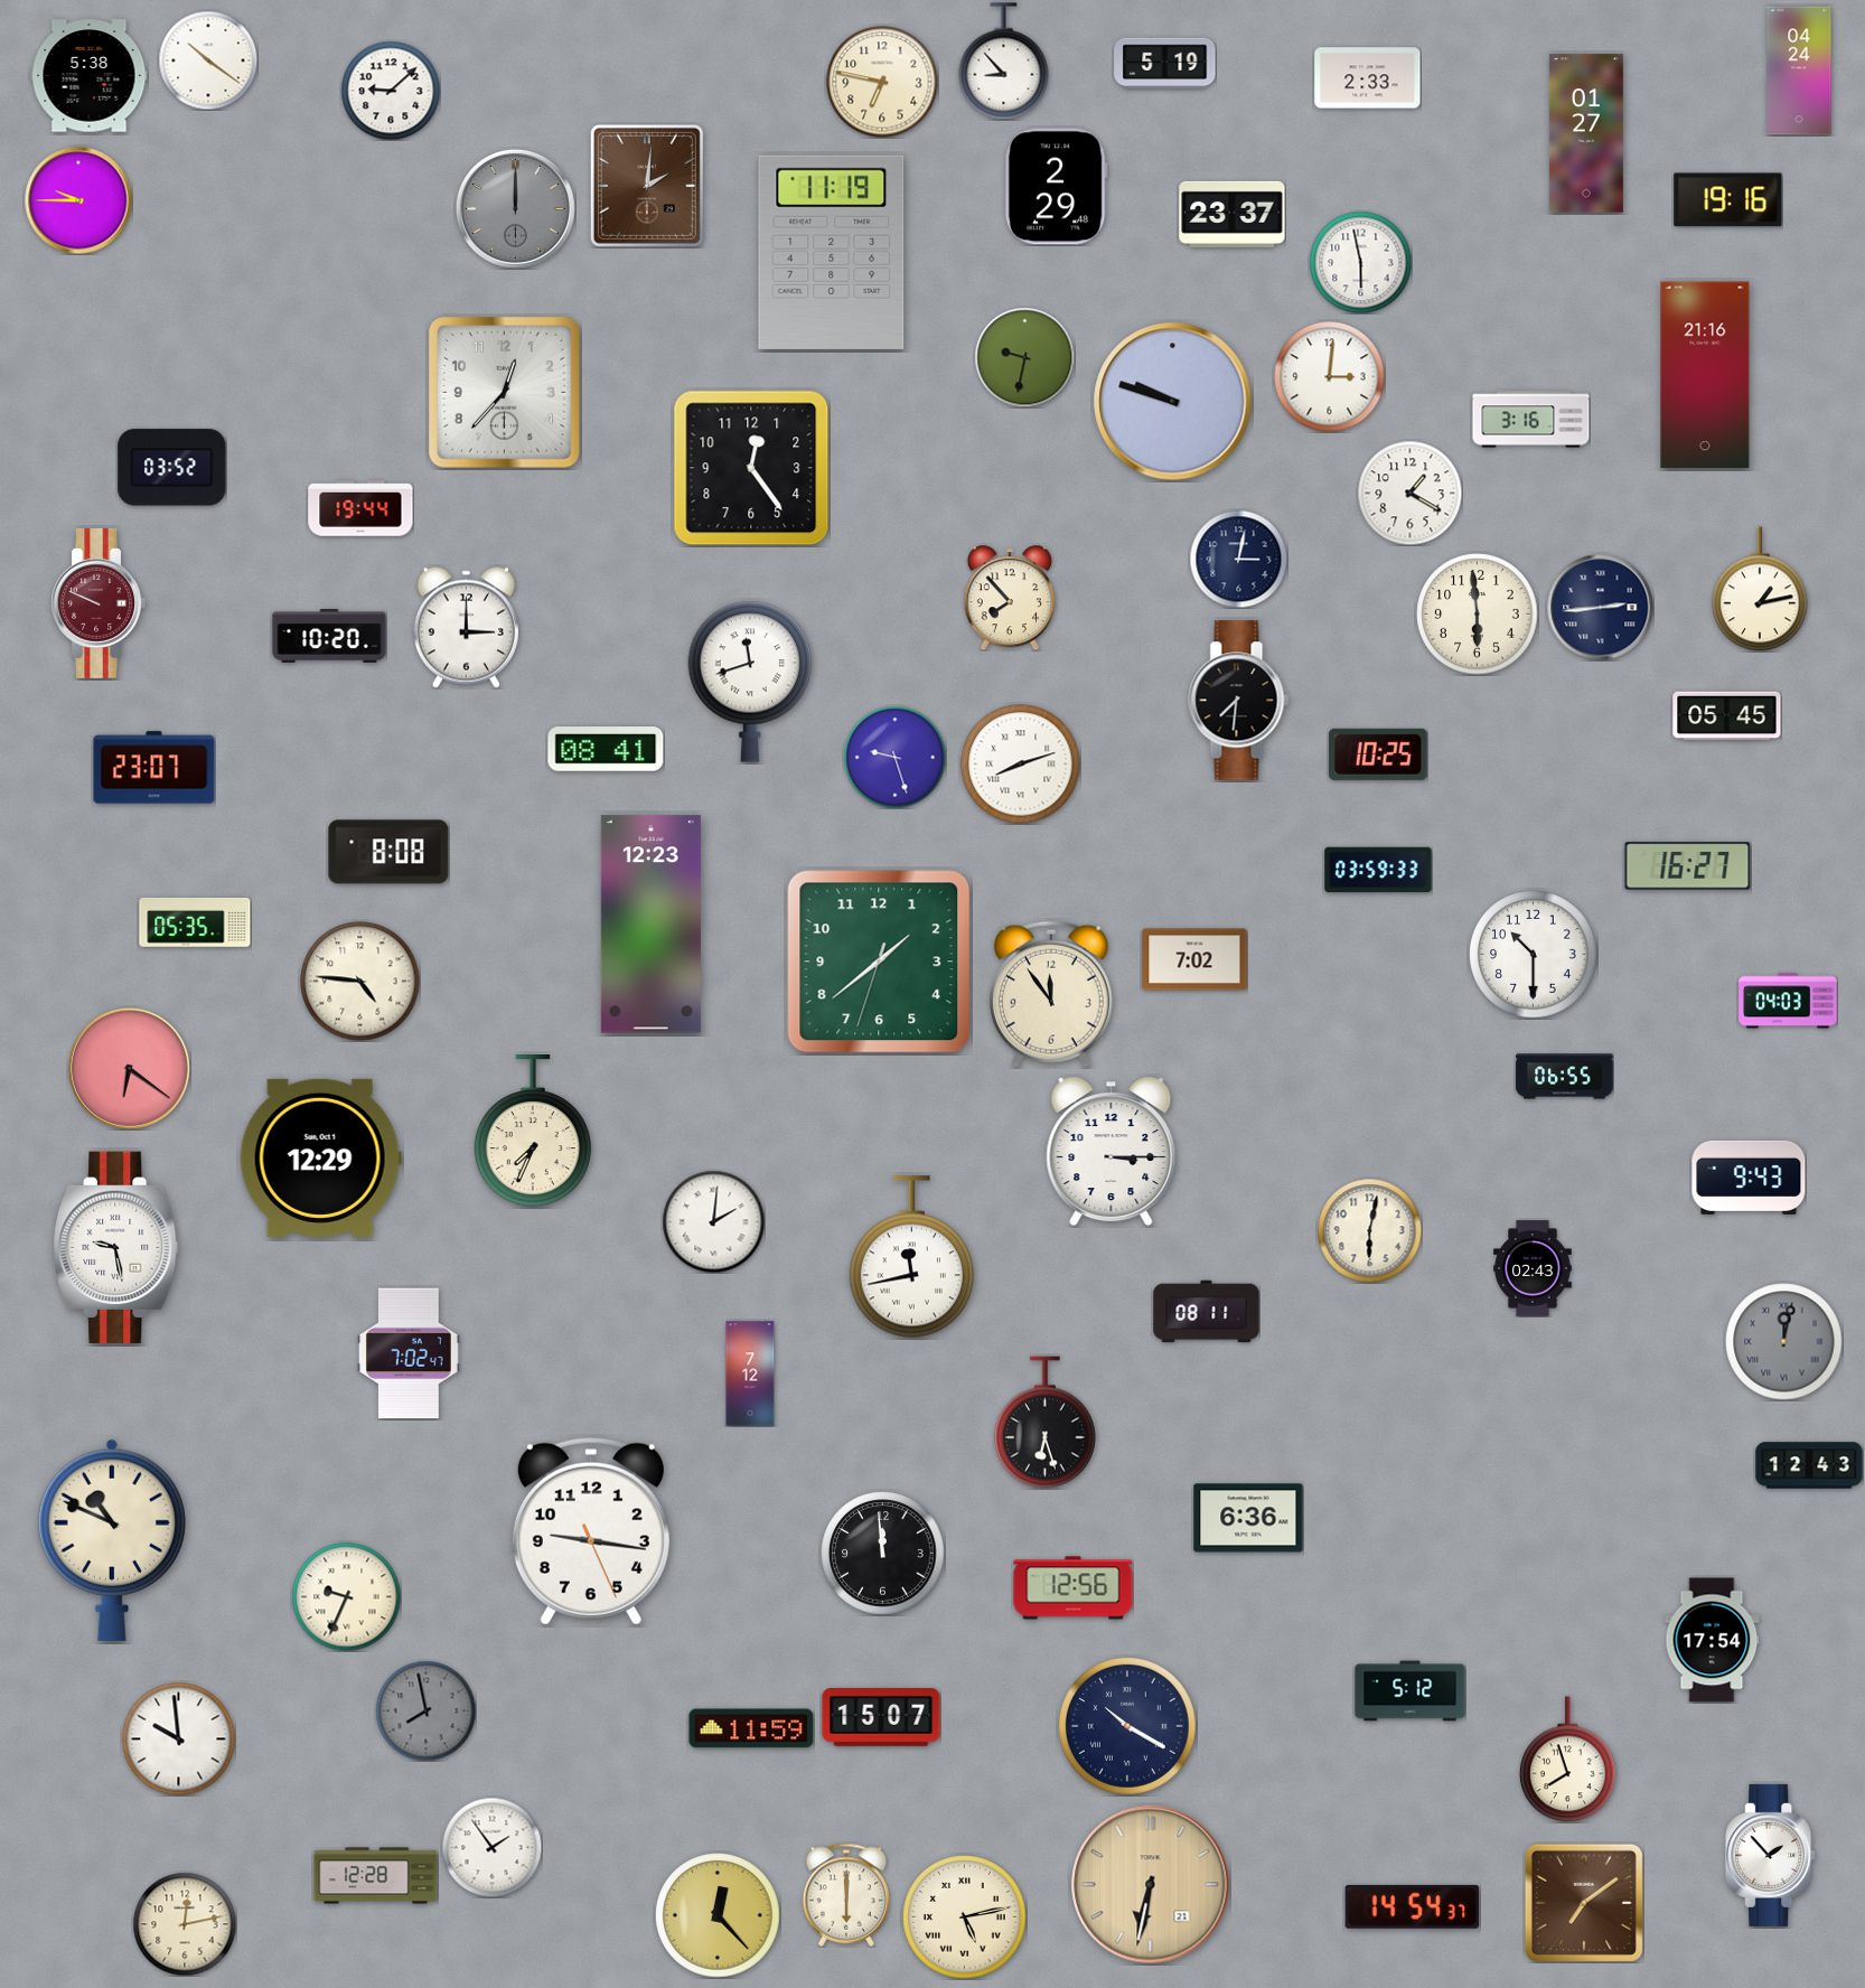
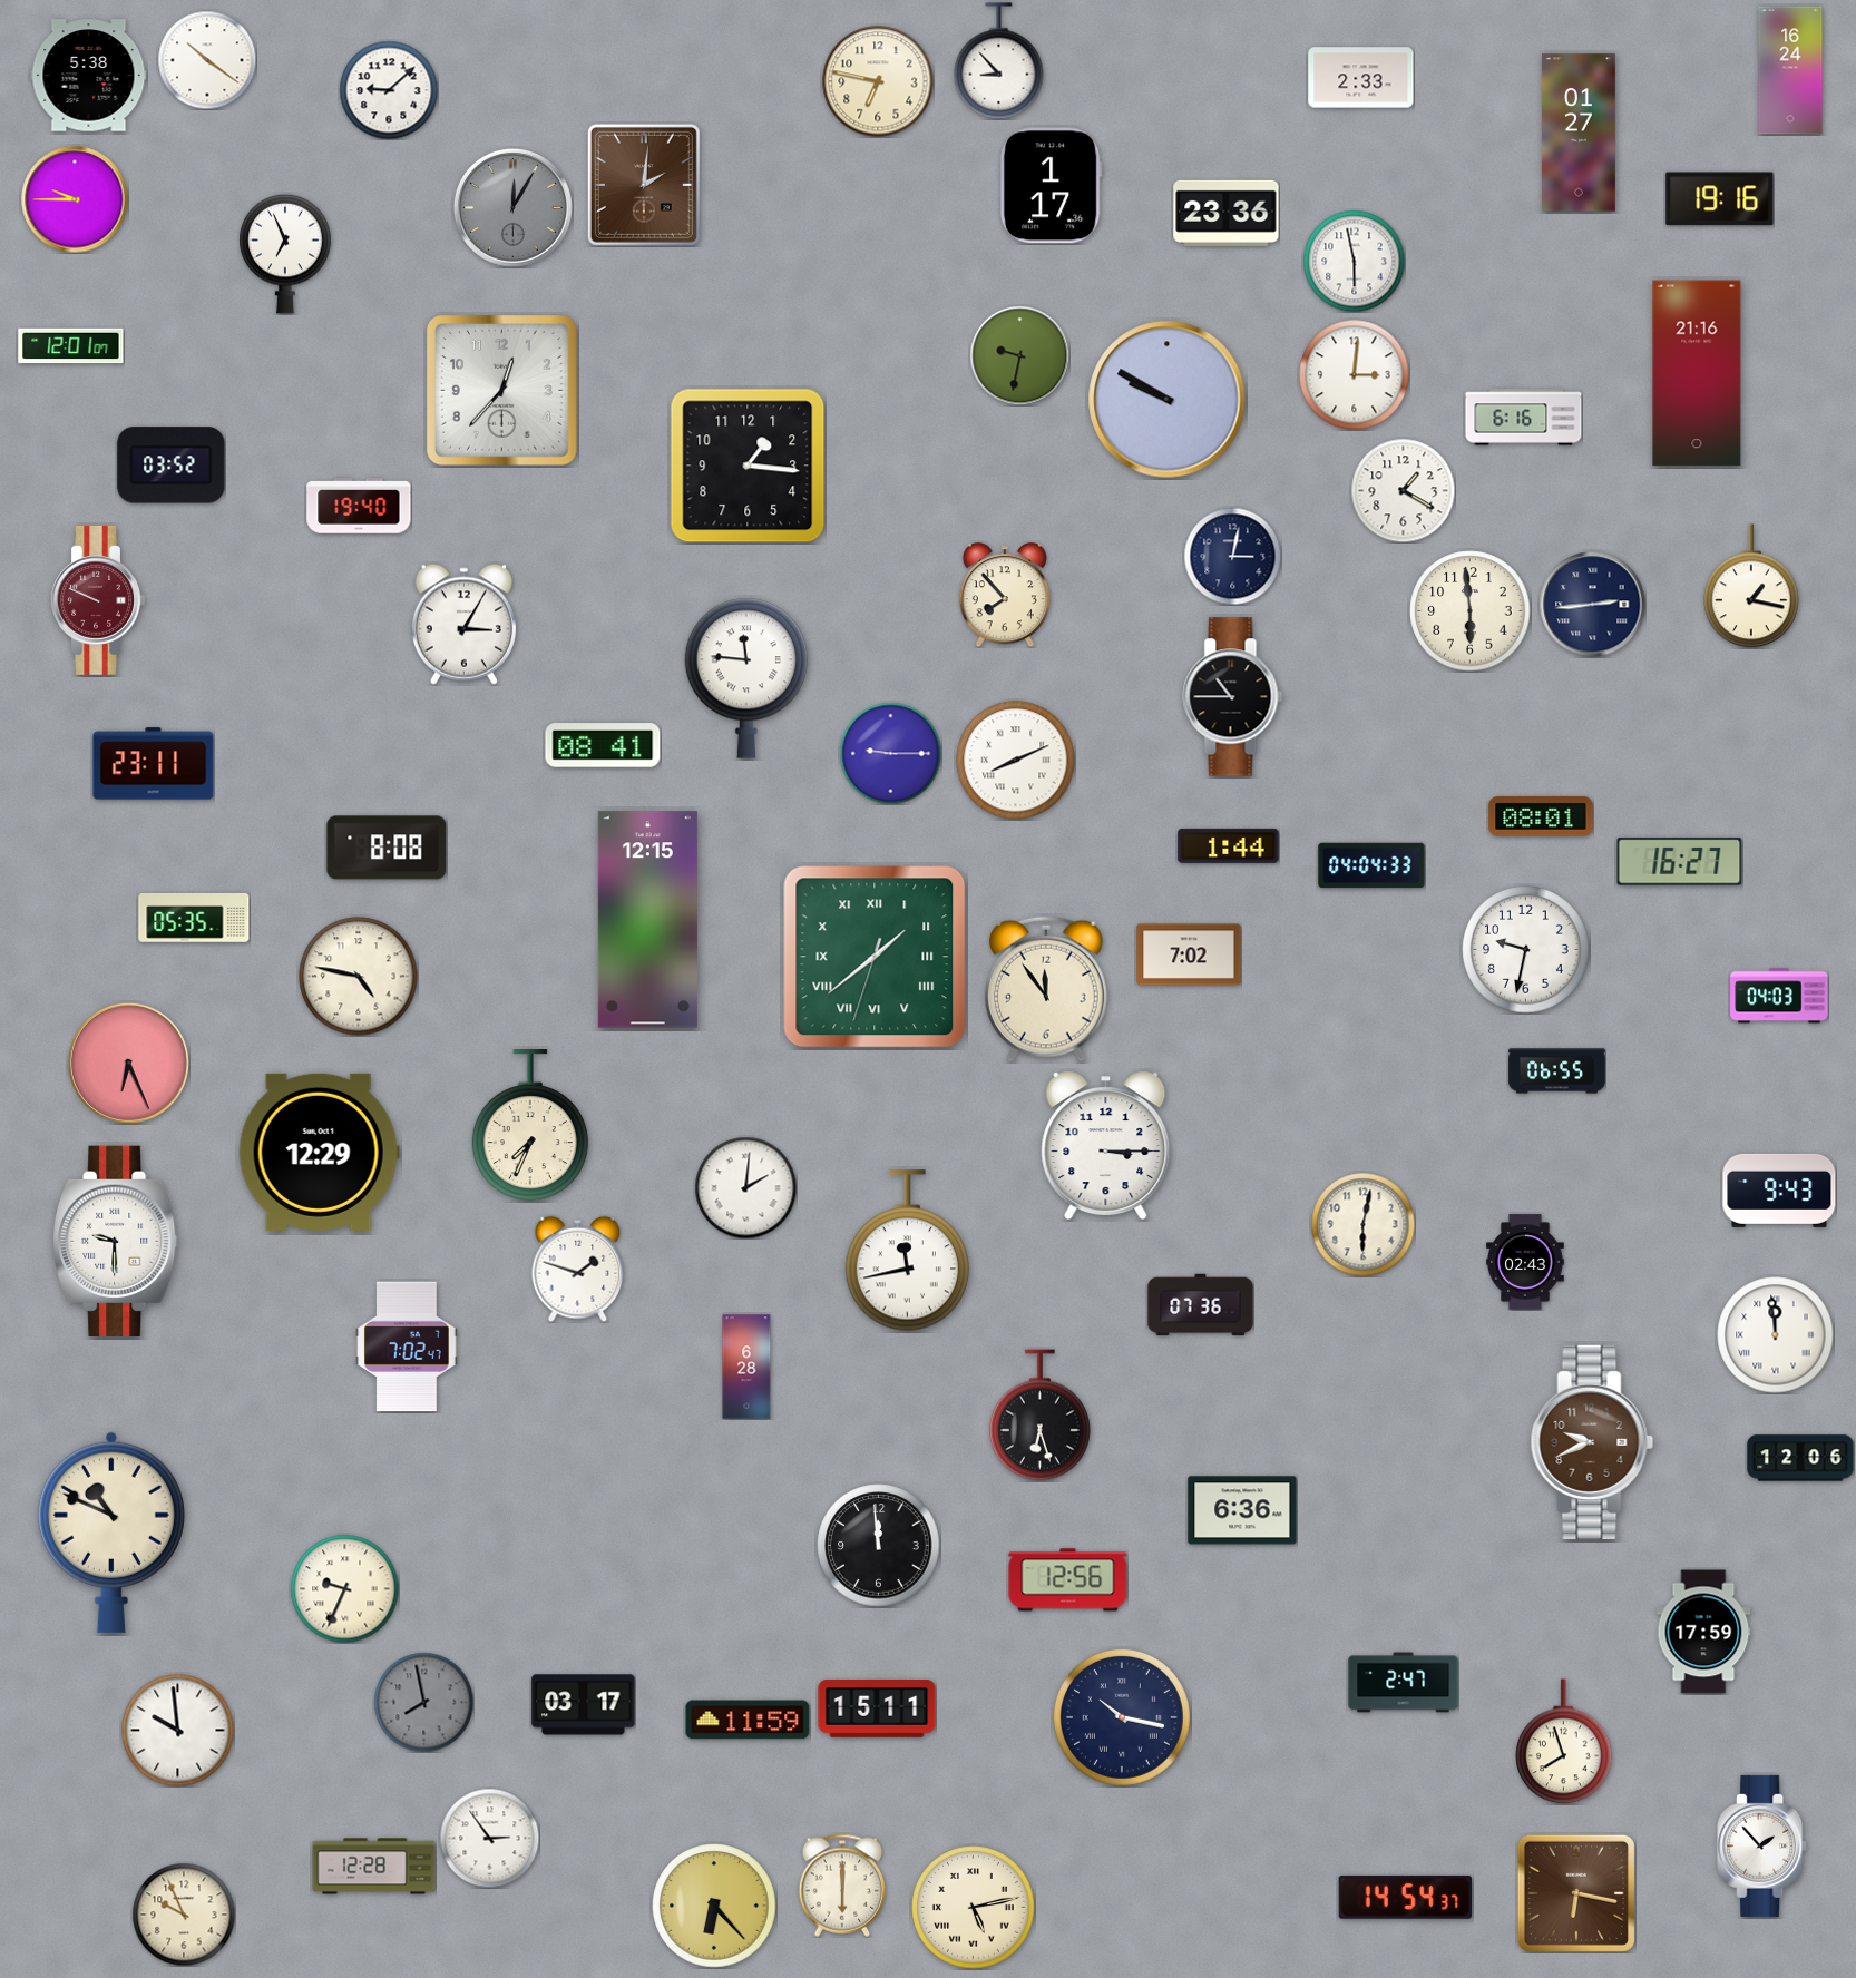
clock at (1165, 64): 5:19 -> none
clock at (1799, 71): 04:24 -> 16:24
clock at (1056, 187): 2:29 -> 1:17
clock at (78, 200) position: (78, 200) -> (75, 199)
clock at (515, 208): 12:00 -> 12:05
clock at (1233, 214): 23:37 -> 23:36
clock at (832, 252): 11:19 -> none
clock at (285, 254): none -> 6:56
clock at (71, 346): none -> 12:01
clock at (1330, 377) position: (1330, 377) -> (1355, 375)
clock at (1173, 402): 9:48 -> 9:50
clock at (1531, 420): 3:16 -> 6:16
clock at (751, 468): 12:24 -> 1:16
clock at (360, 508): 19:44 -> 19:40
clock at (1760, 589): 1:13 -> 1:17
clock at (466, 627): 3:00 -> 3:05
clock at (329, 636): 10:20 -> none
clock at (750, 682): 11:42 -> 11:46
clock at (1239, 701): 7:31 -> 10:45
clock at (1727, 716): 05:45 -> none
clock at (1378, 754): 10:25 -> none
clock at (894, 757): 9:27 -> 9:15
clock at (1021, 765): 8:12 -> 8:11
clock at (154, 768): 23:07 -> 23:11
clock at (1541, 817): none -> 08:01
clock at (1229, 845): none -> 1:44
clock at (1378, 870): 03:59 -> 04:04
clock at (650, 925): 12:23 -> 12:15
clock at (1534, 955): 10:30 -> 9:32
clock at (879, 962) numerals: Arabic -> Roman
clock at (360, 982): 4:46 -> 4:47
clock at (129, 1068): 6:21 -> 6:26
clock at (1749, 1178) position: (1749, 1178) -> (1779, 1191)
clock at (713, 1221) position: (713, 1221) -> (745, 1187)
clock at (116, 1247): 9:28 -> 9:30
clock at (578, 1269): none -> 1:48
clock at (1207, 1312): 08:11 -> 07:36
clock at (1784, 1342): 12:02 -> 11:59
clock at (1784, 1342) dial: grey -> white
clock at (750, 1373): 7:12 -> 6:28
clock at (1592, 1442): none -> 9:41
clock at (1809, 1465): 12:43 -> 12:06
clock at (591, 1531): 9:16 -> none
clock at (1712, 1640): 17:54 -> 17:59
clock at (1411, 1691): 5:12 -> 2:47
clock at (584, 1705): none -> 03:17
clock at (881, 1718): 15:07 -> 15:11
clock at (1127, 1726): 10:20 -> 10:17
clock at (1568, 1760) position: (1568, 1760) -> (1564, 1742)
clock at (491, 1847): 1:54 -> 2:54
clock at (1151, 1885): 6:32 -> none
clock at (1584, 1903): 7:09 -> 6:17
clock at (718, 1915): 12:23 -> 6:23
clock at (965, 1917) position: (965, 1917) -> (974, 1908)
clock at (185, 1924): 12:13 -> 9:56
